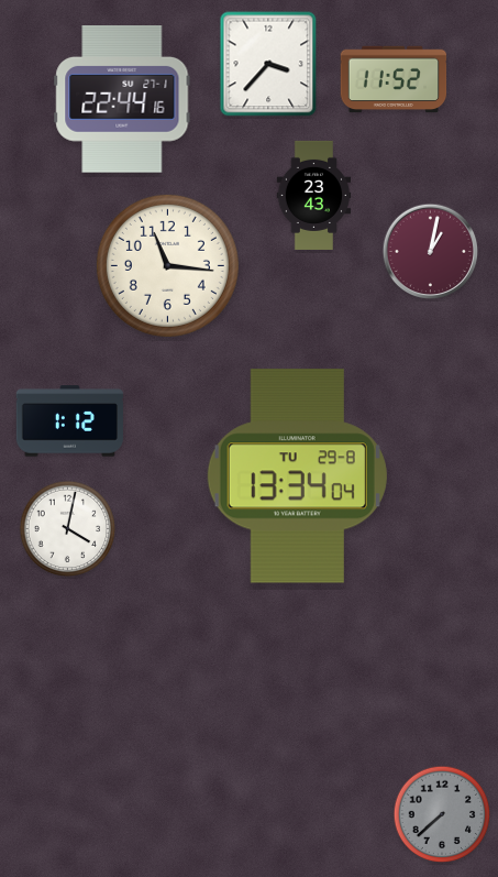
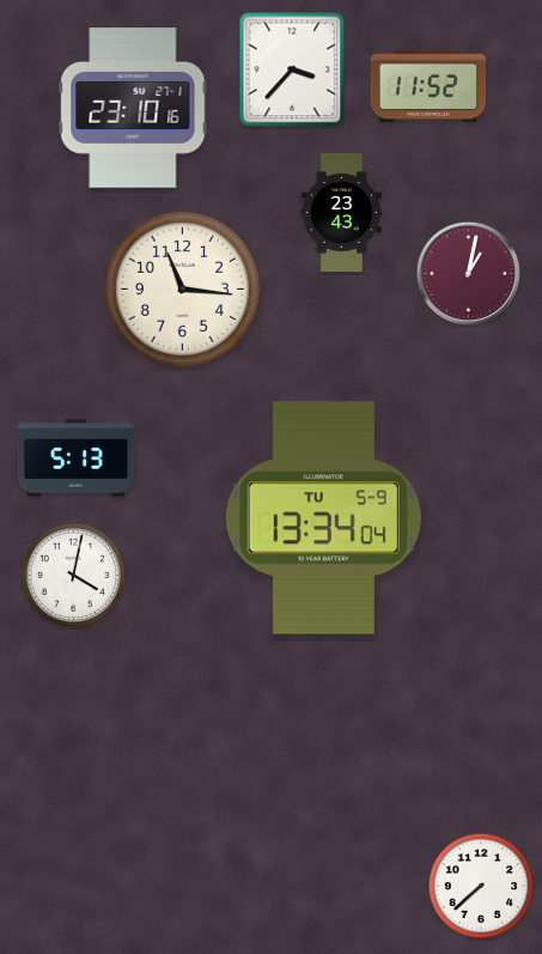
clock at (122, 100): 22:44 -> 23:10
clock at (69, 421): 1:12 -> 5:13
clock at (297, 476) date: TU 29-8 -> TU 5-9
clock at (442, 814) dial: grey -> white
